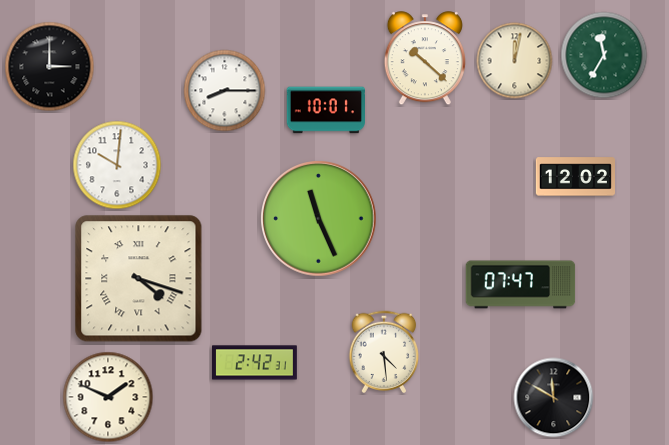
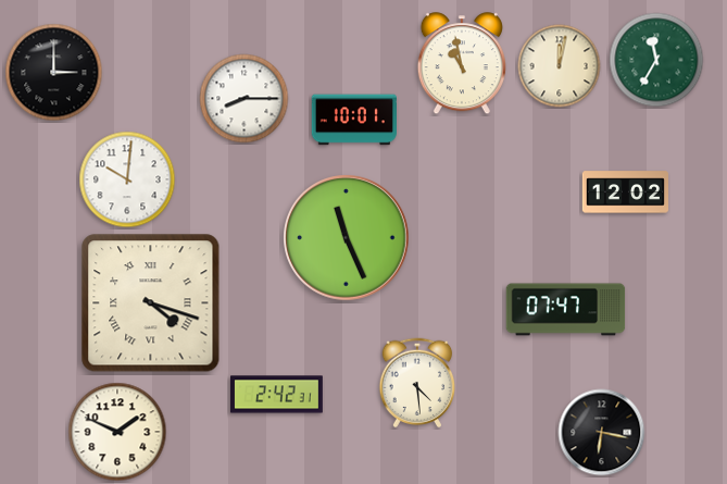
clock at (425, 59): 10:22 -> 10:58
clock at (554, 398): 11:50 -> 6:17
